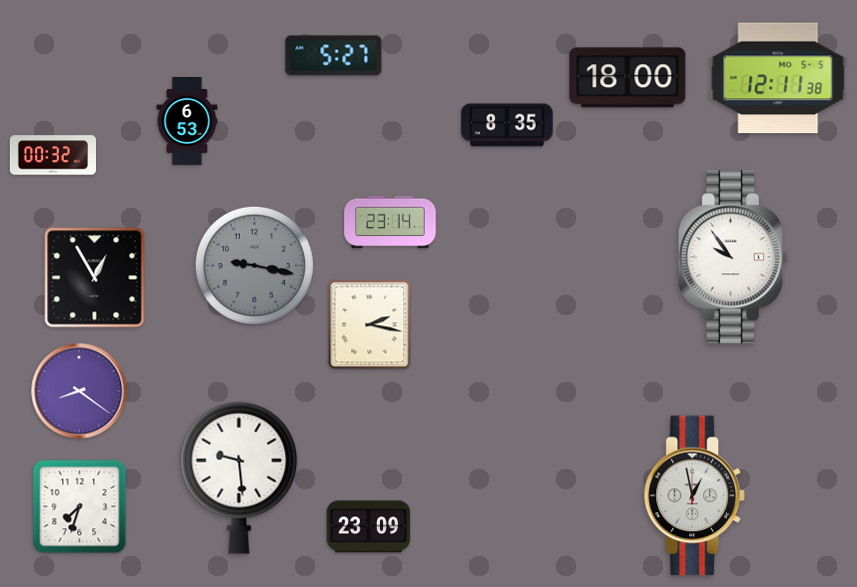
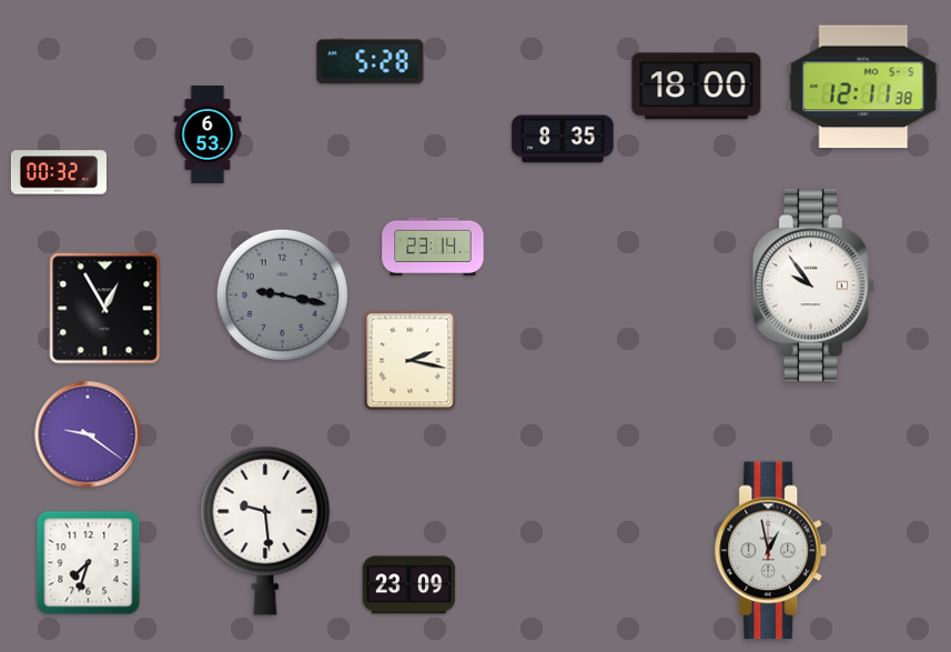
clock at (334, 56): 5:27 -> 5:28
clock at (79, 391): 8:21 -> 9:21
